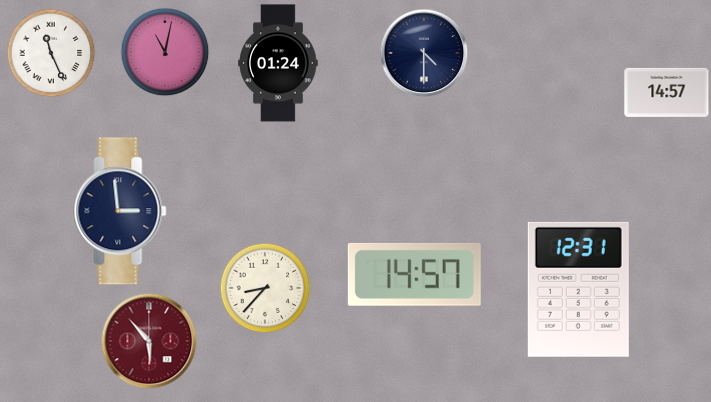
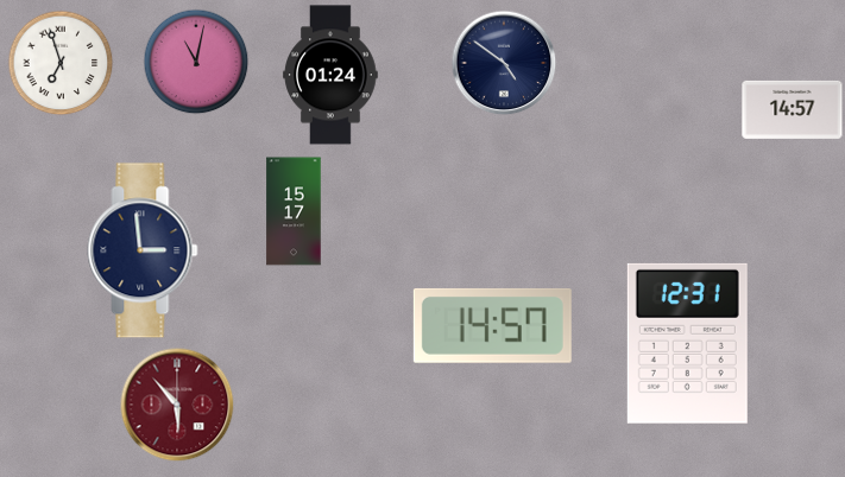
clock at (51, 53): 11:26 -> 6:57
clock at (424, 53): 4:30 -> 4:51
clock at (294, 211): none -> 15:17
clock at (265, 288): 8:37 -> none
